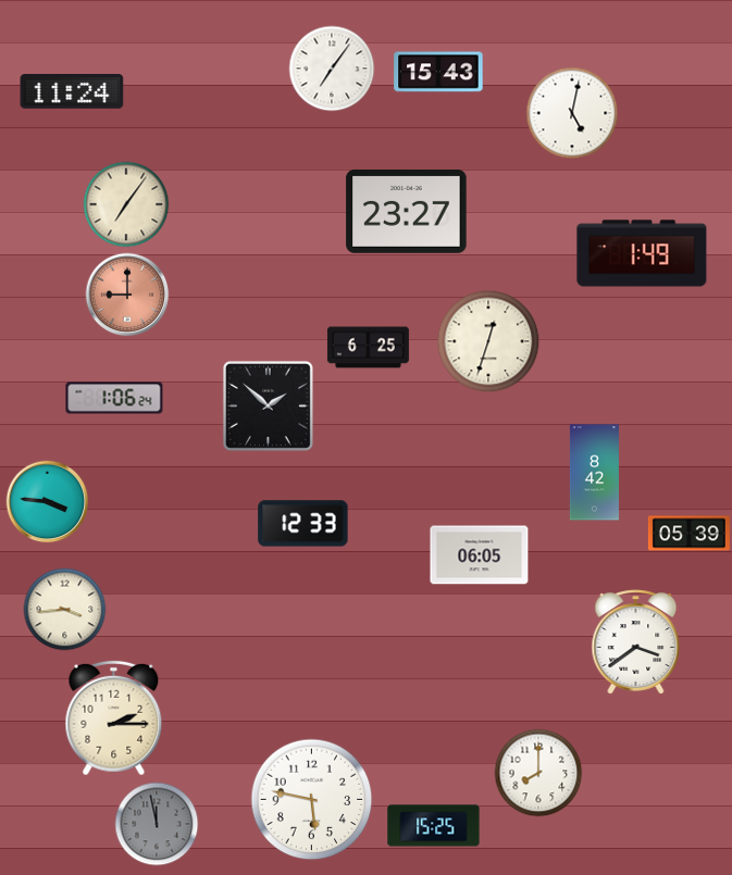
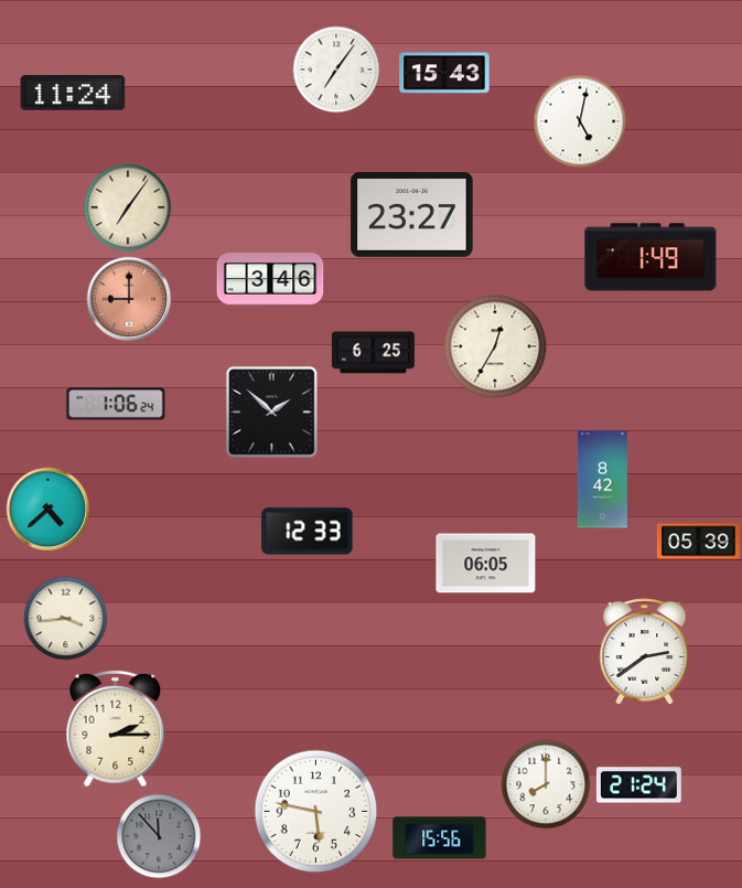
clock at (572, 113) position: (572, 113) -> (580, 121)
clock at (270, 279): none -> 3:46
clock at (488, 341): 12:33 -> 12:35
clock at (48, 502): 3:46 -> 4:38
clock at (636, 642): 3:39 -> 2:39
clock at (638, 785): none -> 21:24
clock at (157, 824): 11:58 -> 11:53
clock at (434, 826): 15:25 -> 15:56
